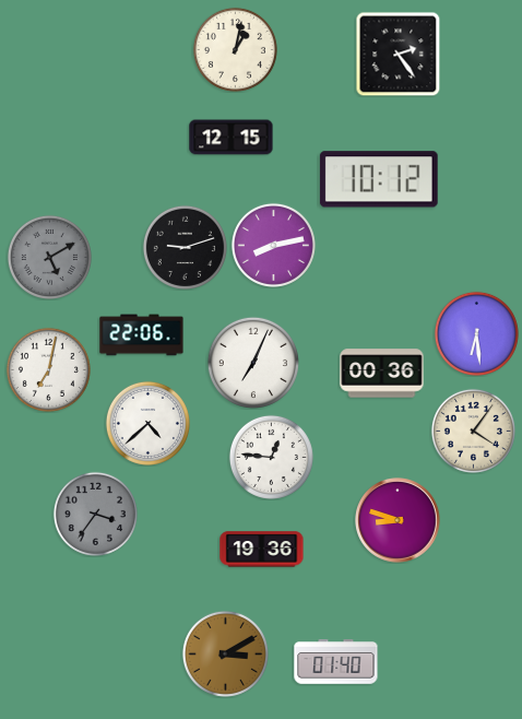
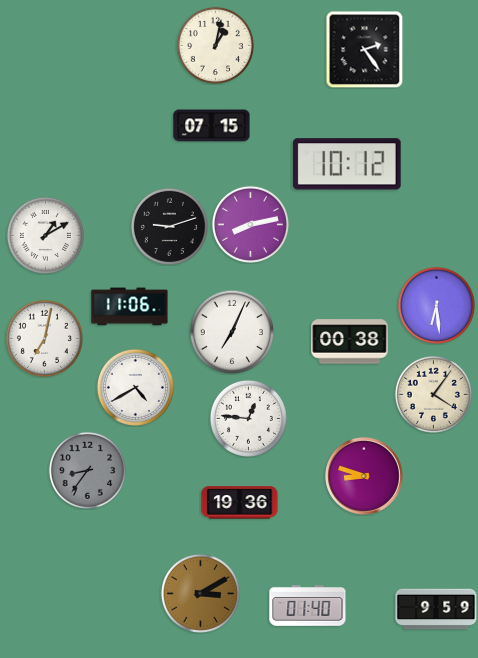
clock at (232, 138): 12:15 -> 07:15
clock at (49, 257): 5:10 -> 1:10
clock at (49, 257) dial: grey -> white
clock at (142, 335): 22:06 -> 11:06
clock at (382, 374): 00:36 -> 00:38
clock at (147, 423): 4:38 -> 4:40
clock at (95, 514): 3:36 -> 8:36
clock at (225, 653) position: (225, 653) -> (200, 593)
clock at (436, 609): none -> 9:59
